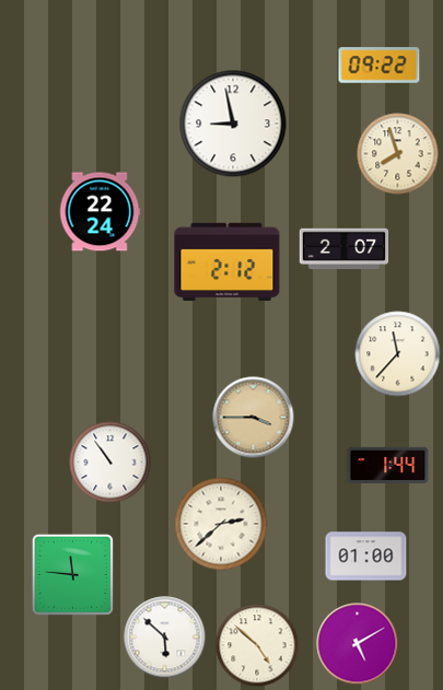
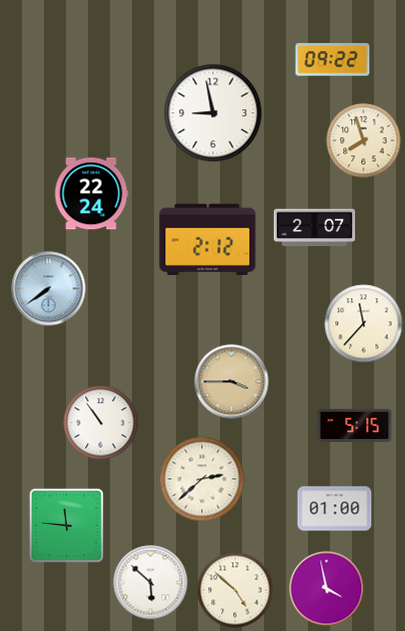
clock at (380, 66) position: (380, 66) -> (333, 60)
clock at (49, 289): none -> 7:39
clock at (388, 465): 1:44 -> 5:15
clock at (358, 644): 5:10 -> 3:58
